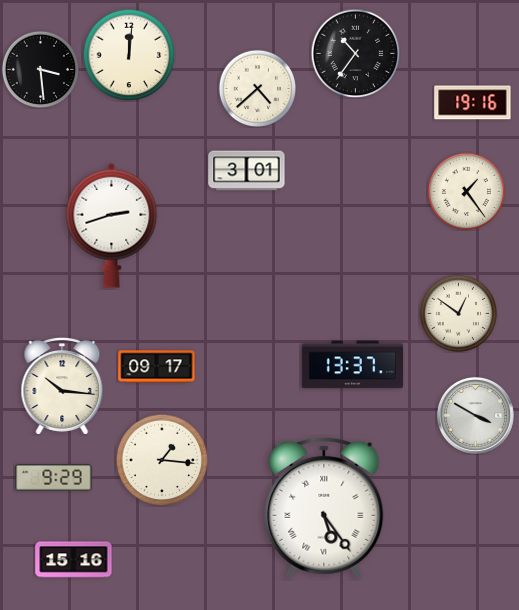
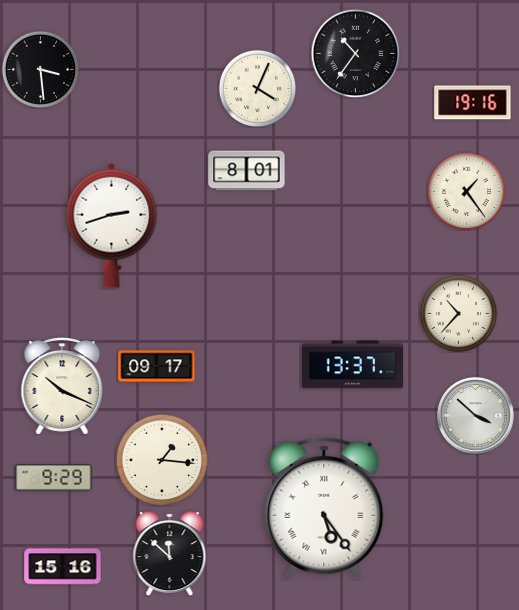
clock at (129, 55): 12:01 -> none
clock at (257, 88): 4:38 -> 4:04
clock at (247, 171): 3:01 -> 8:01
clock at (458, 313): 12:51 -> 10:37
clock at (62, 387): 10:16 -> 10:19
clock at (475, 415): 3:50 -> 3:52
clock at (170, 554): none -> 11:52
clock at (74, 560) position: (74, 560) -> (63, 567)
